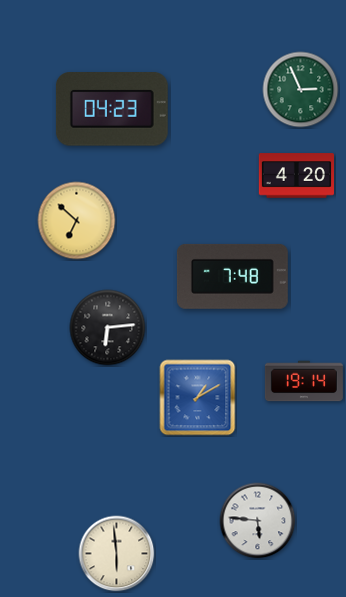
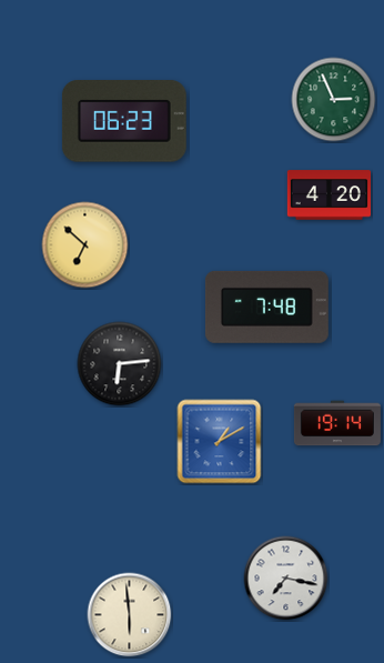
clock at (112, 109): 04:23 -> 06:23
clock at (232, 276) position: (232, 276) -> (266, 307)
clock at (258, 521): 5:46 -> 7:17
